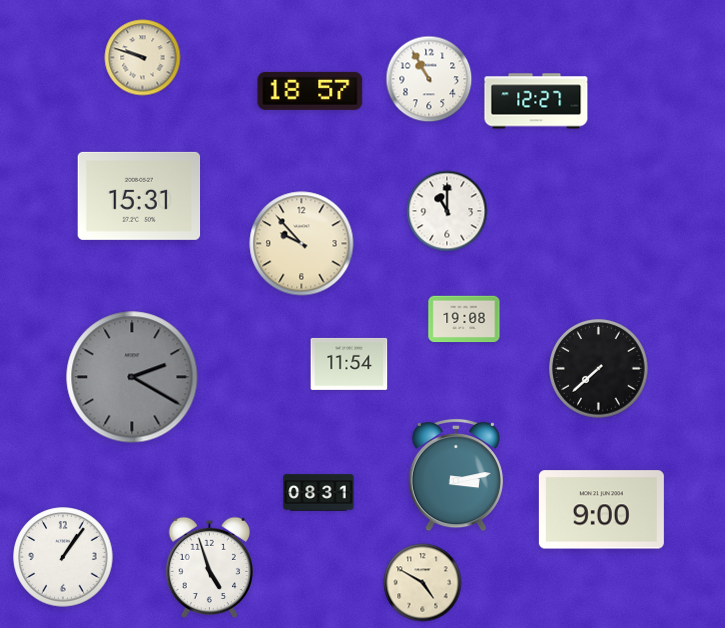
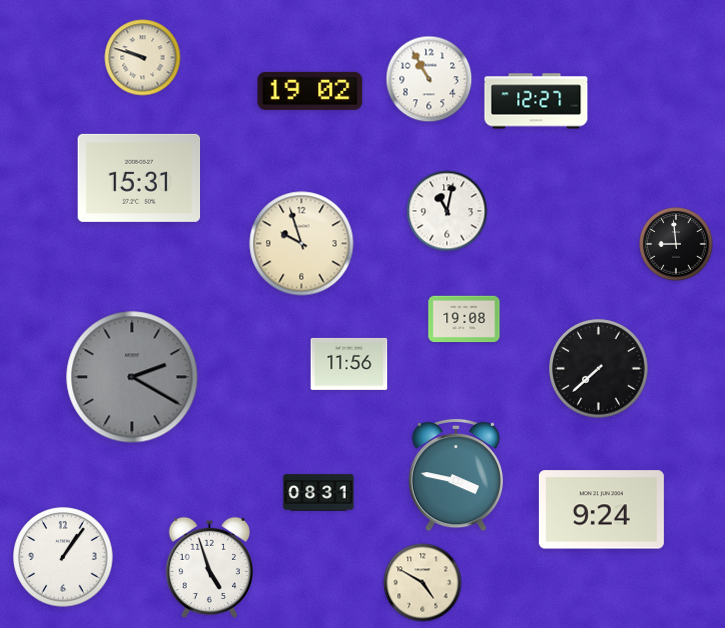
clock at (310, 91): 18:57 -> 19:02
clock at (139, 196) position: (139, 196) -> (139, 178)
clock at (447, 211): 11:00 -> 11:02
clock at (302, 244): 9:53 -> 9:57
clock at (676, 244): none -> 8:59
clock at (349, 364): 11:54 -> 11:56
clock at (456, 475): 3:13 -> 3:47
clock at (601, 510): 9:00 -> 9:24
